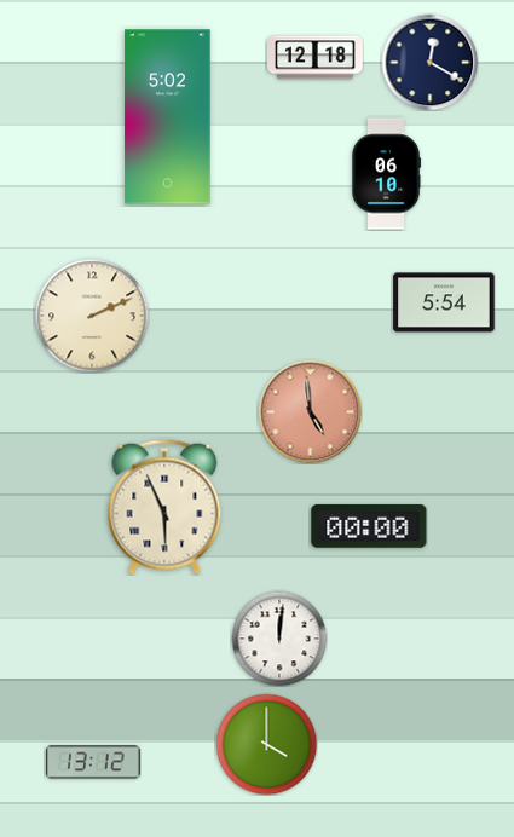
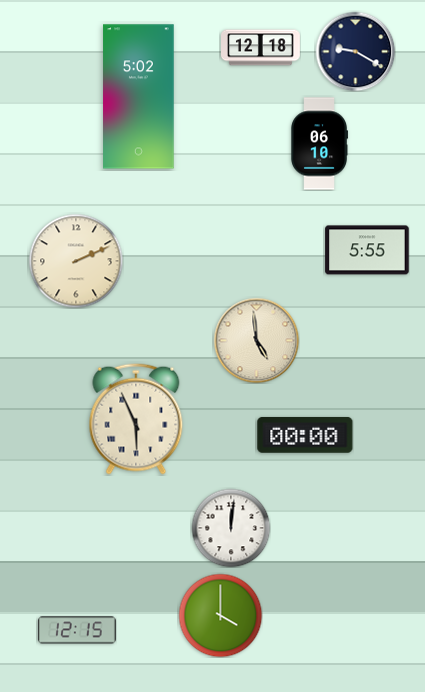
clock at (429, 62): 12:20 -> 9:20
clock at (444, 302): 5:54 -> 5:55
clock at (310, 411) dial: salmon -> cream
clock at (93, 762): 13:12 -> 12:15
